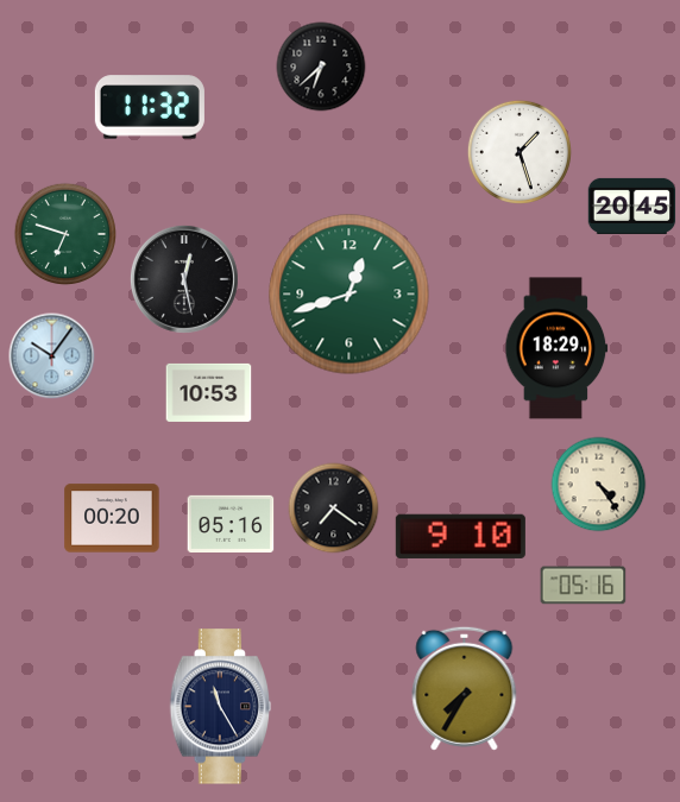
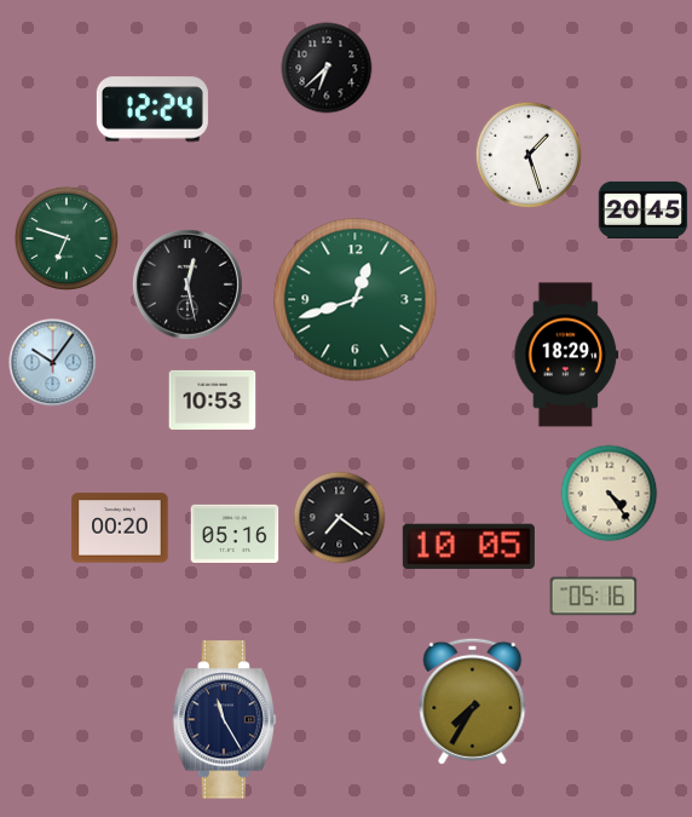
clock at (150, 107): 11:32 -> 12:24
clock at (112, 518) position: (112, 518) -> (120, 528)
clock at (460, 536): 9:10 -> 10:05
